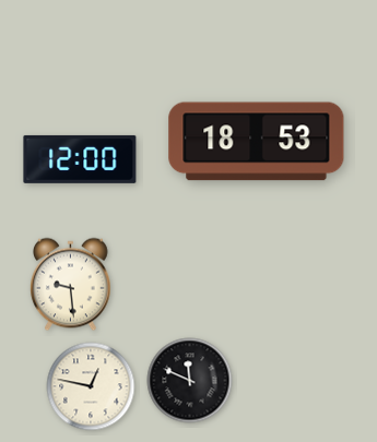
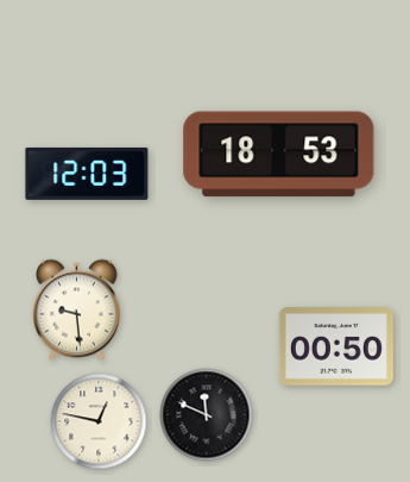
clock at (80, 159): 12:00 -> 12:03
clock at (336, 348): none -> 00:50
